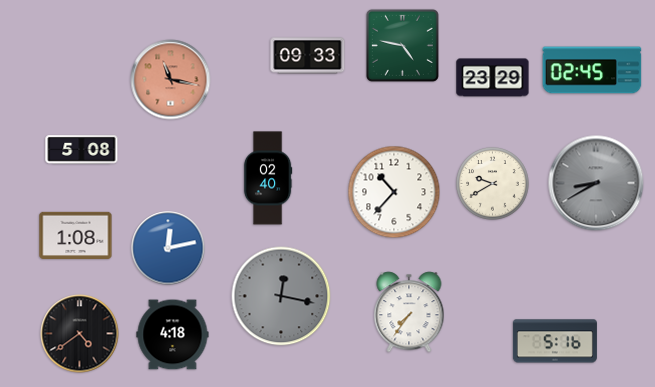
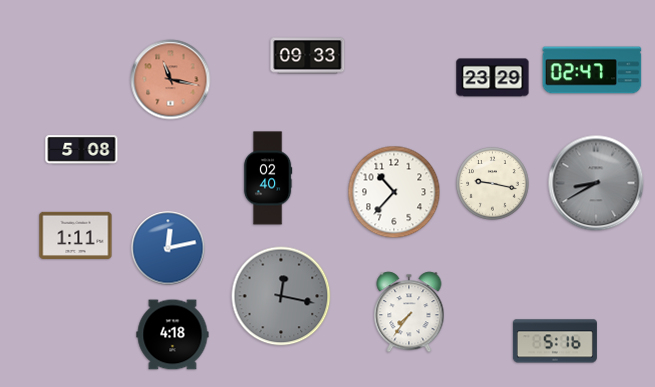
clock at (402, 45): 4:47 -> none
clock at (592, 70): 02:45 -> 02:47
clock at (493, 184): 9:40 -> 9:17
clock at (76, 235): 1:08 -> 1:11
clock at (80, 334): 4:39 -> none
